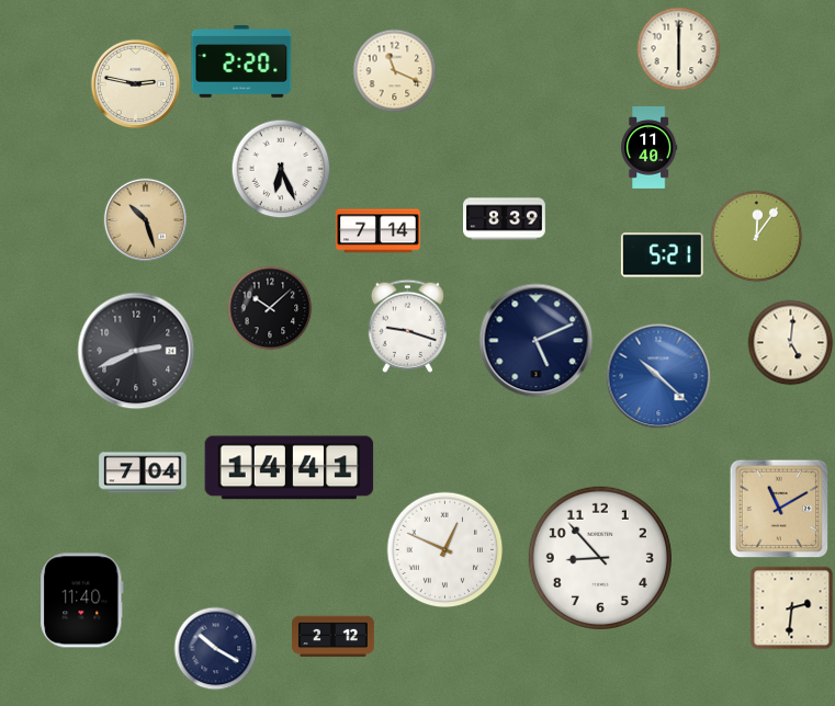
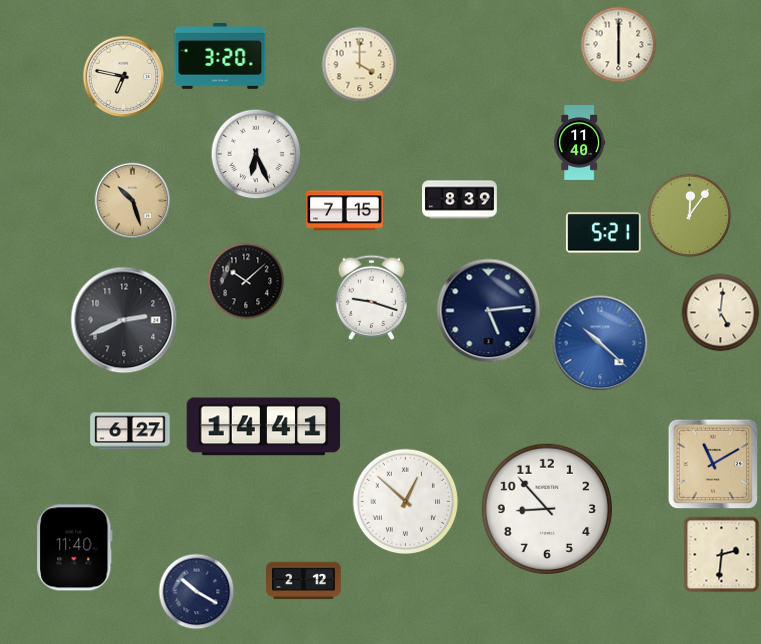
clock at (241, 62): 2:20 -> 3:20
clock at (395, 71): 11:19 -> 4:00
clock at (136, 84): 2:47 -> 6:47
clock at (650, 148) position: (650, 148) -> (580, 143)
clock at (379, 231): 7:14 -> 7:15
clock at (537, 341): 5:11 -> 5:14
clock at (143, 472): 7:04 -> 6:27
clock at (779, 509) position: (779, 509) -> (713, 464)
clock at (445, 550): 12:49 -> 12:52
